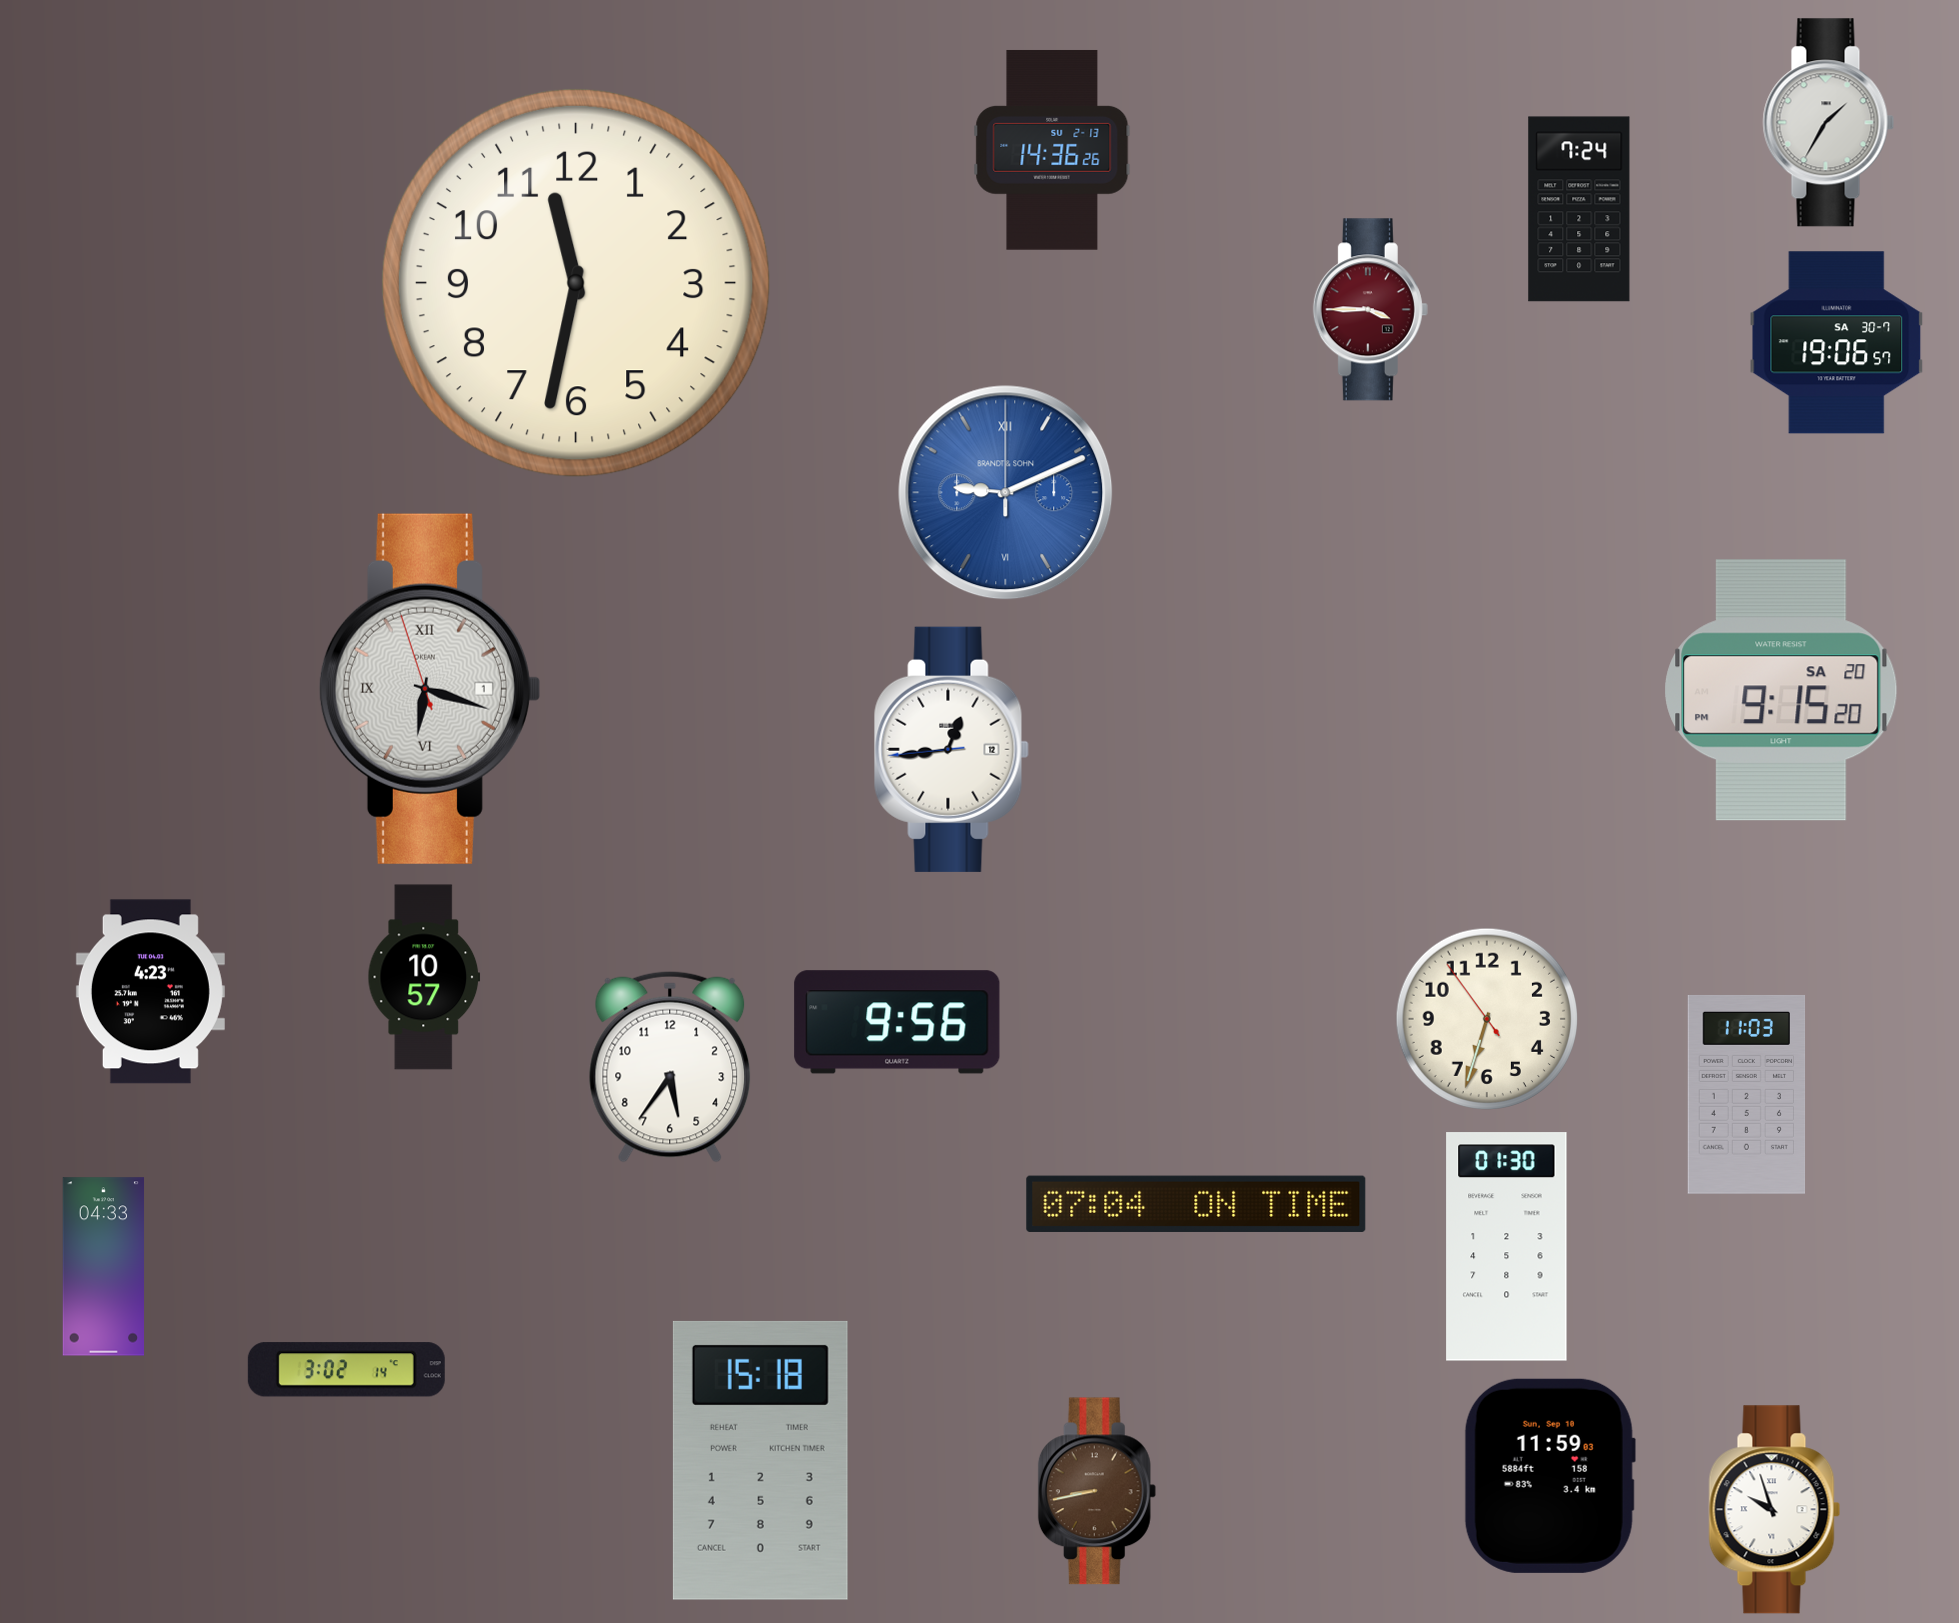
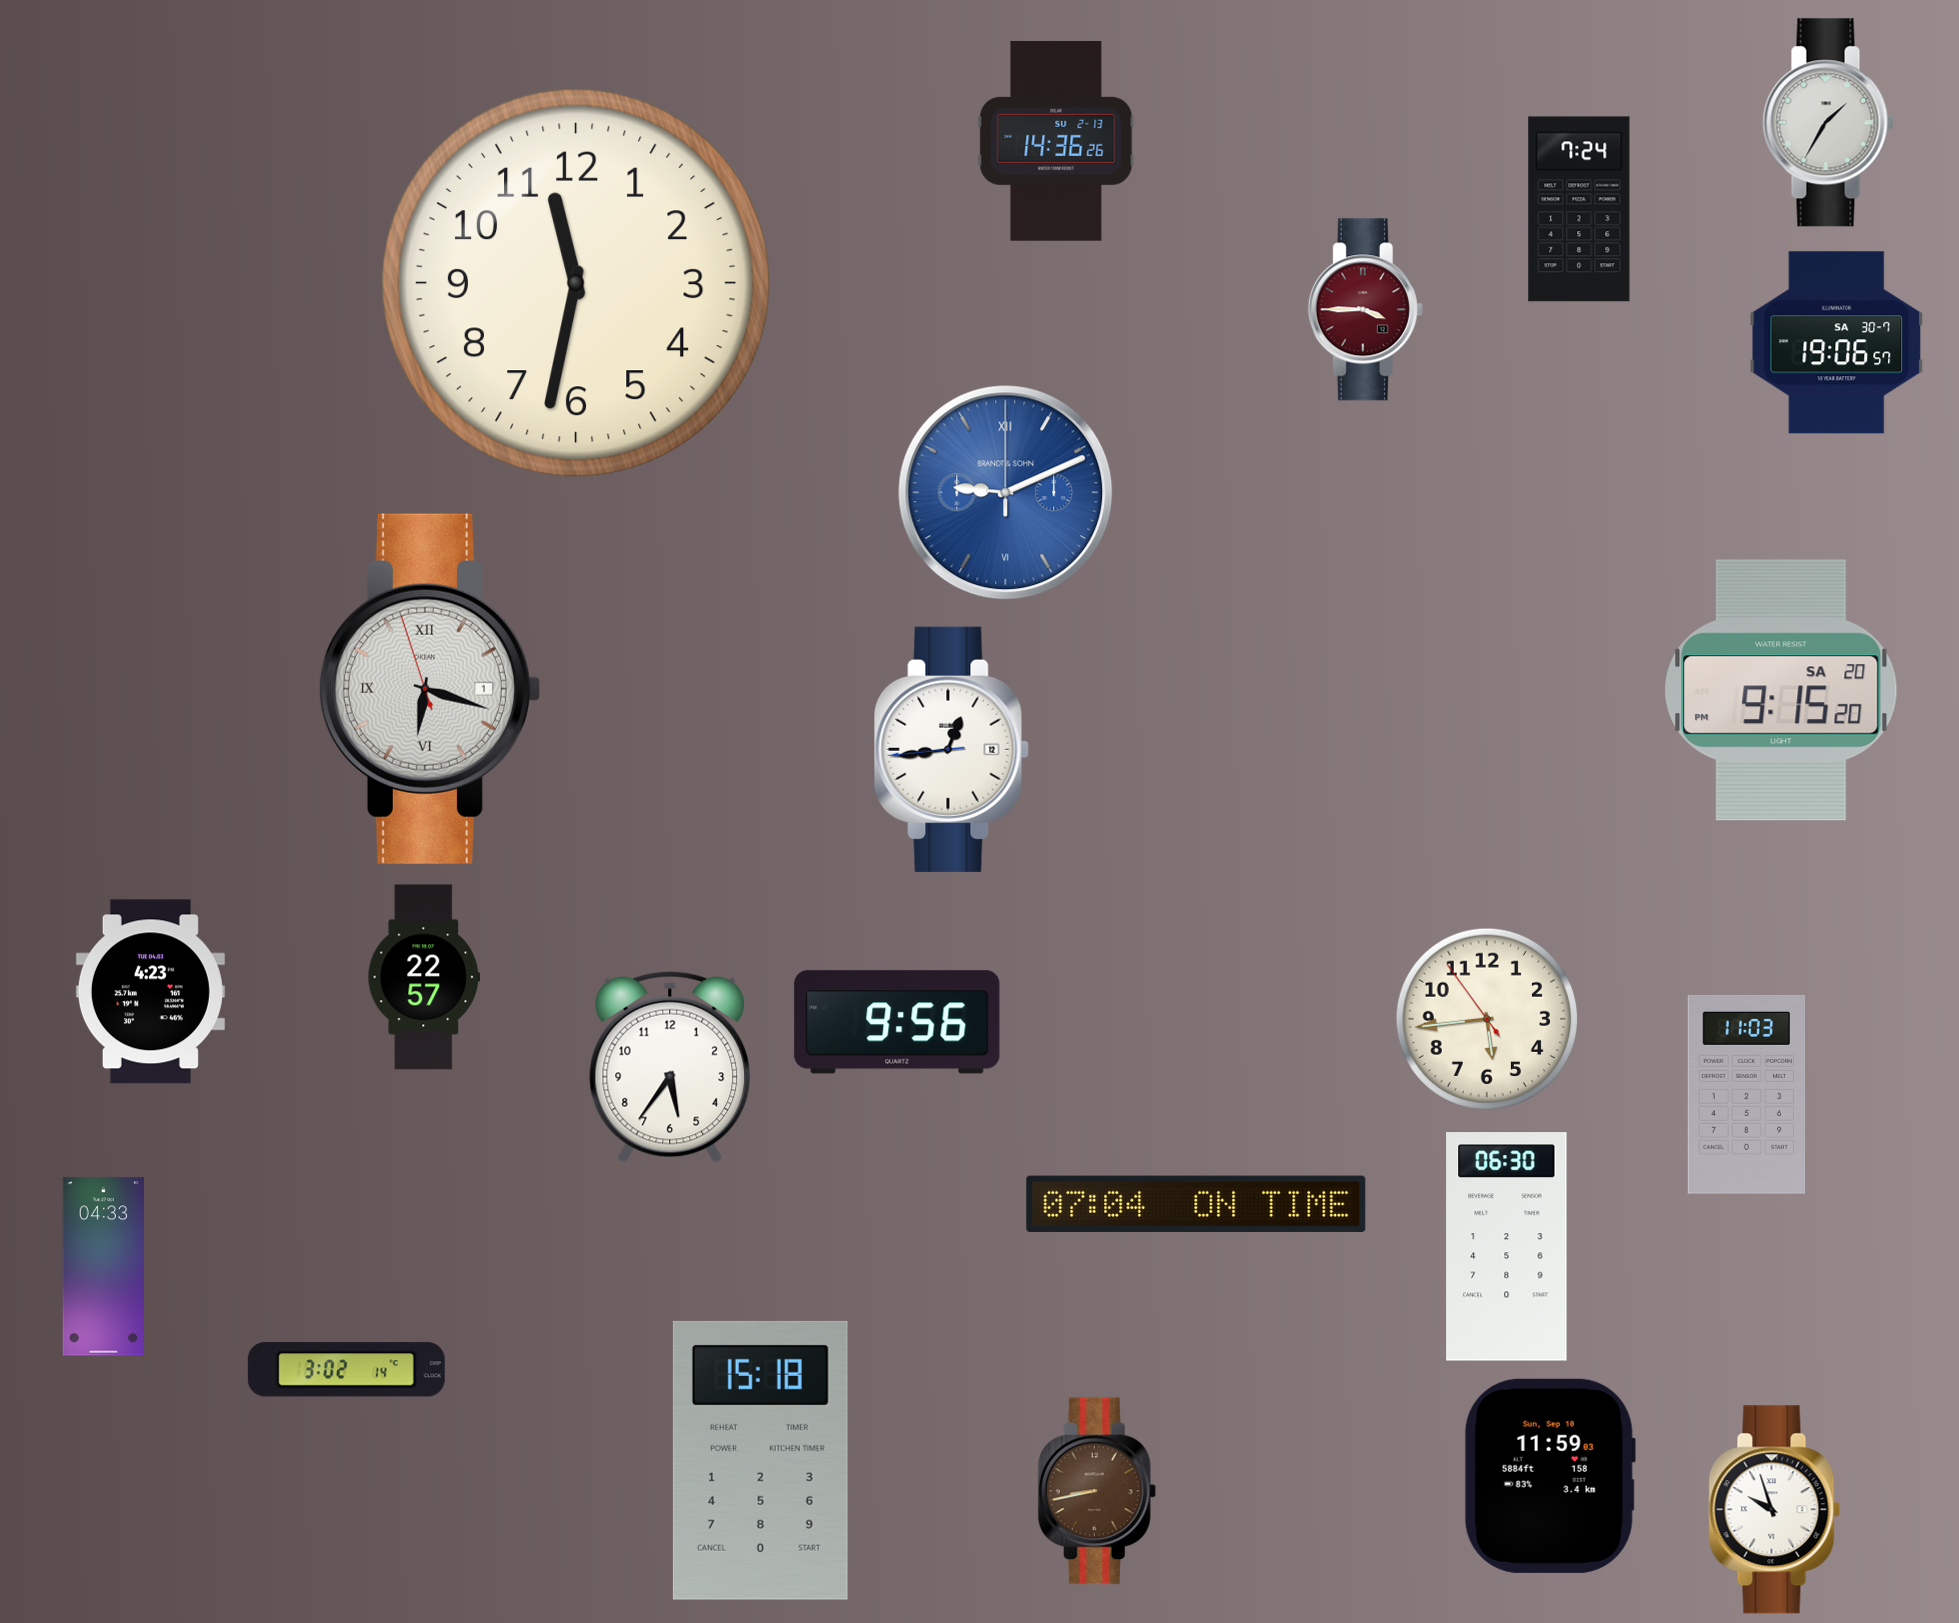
clock at (1052, 150) position: (1052, 150) -> (1056, 141)
clock at (1370, 310) position: (1370, 310) -> (1365, 310)
clock at (424, 977): 10:57 -> 22:57
clock at (1486, 1018): 6:32 -> 5:43
clock at (1507, 1247): 01:30 -> 06:30
